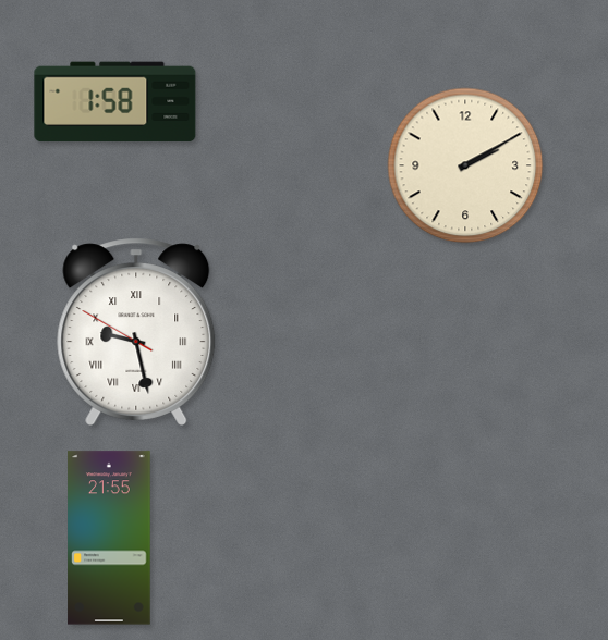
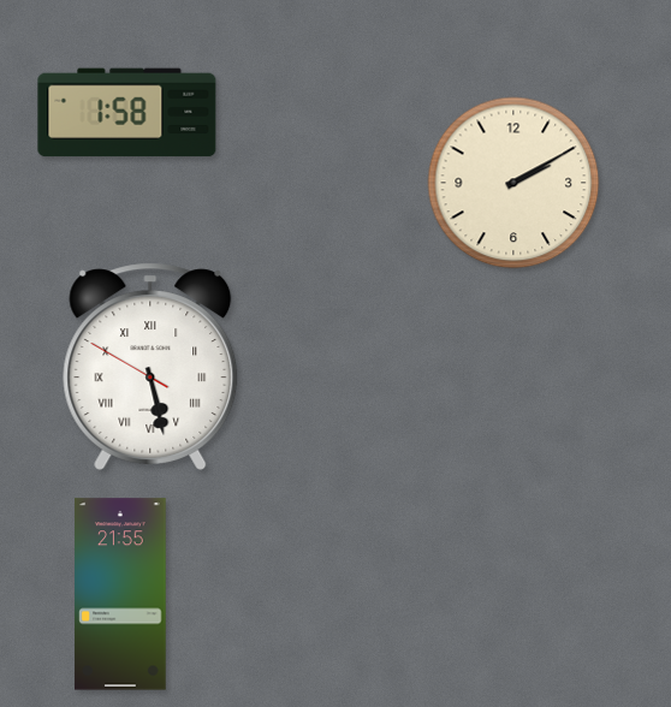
clock at (136, 332): 9:27 -> 5:27
